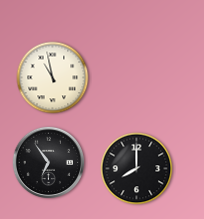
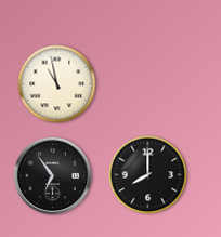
clock at (137, 169) position: (137, 169) -> (148, 175)
